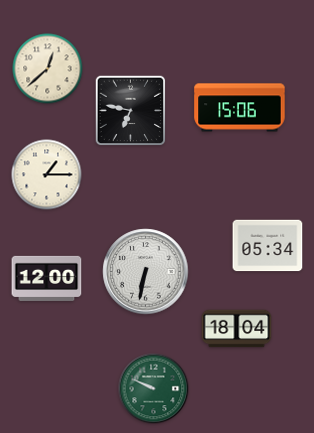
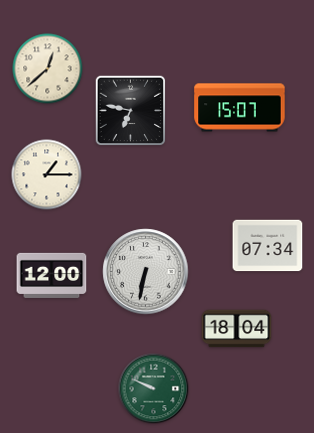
clock at (240, 108): 15:06 -> 15:07
clock at (268, 246): 05:34 -> 07:34
clock at (47, 278) position: (47, 278) -> (52, 275)
